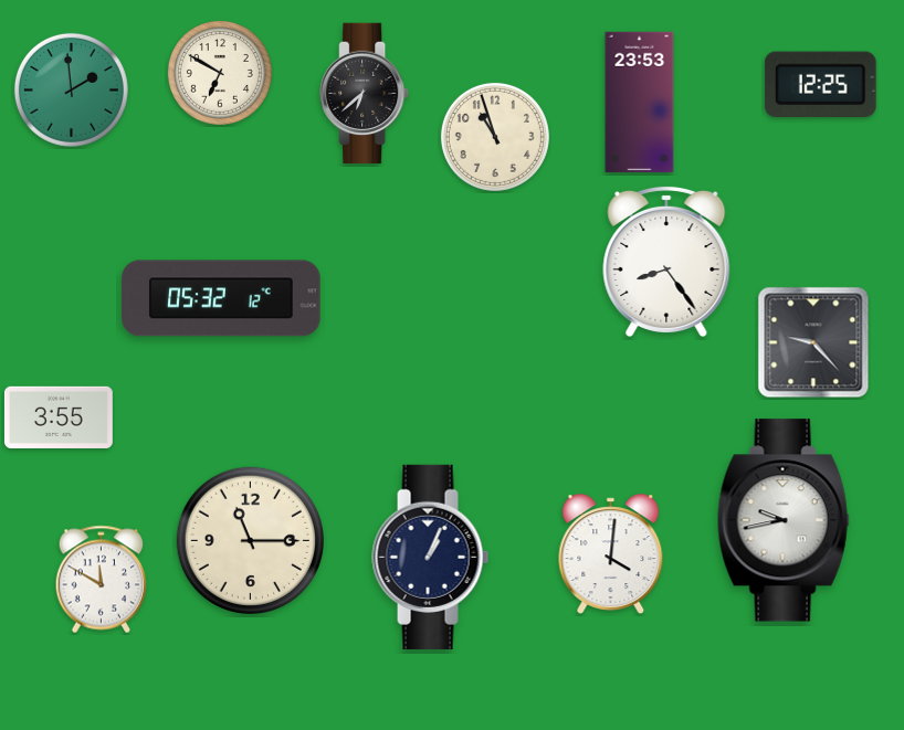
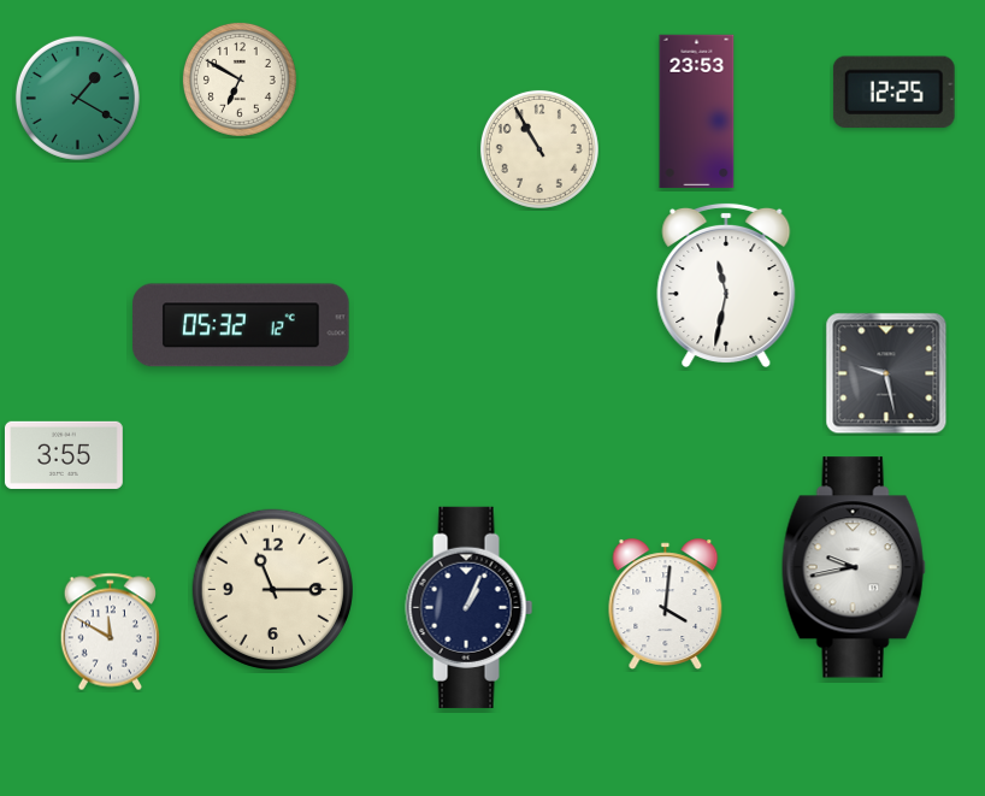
clock at (71, 89): 1:59 -> 1:20
clock at (365, 94): 6:38 -> none
clock at (495, 137): 10:57 -> 10:55
clock at (666, 261): 8:24 -> 11:32
clock at (813, 342): 9:23 -> 9:28
